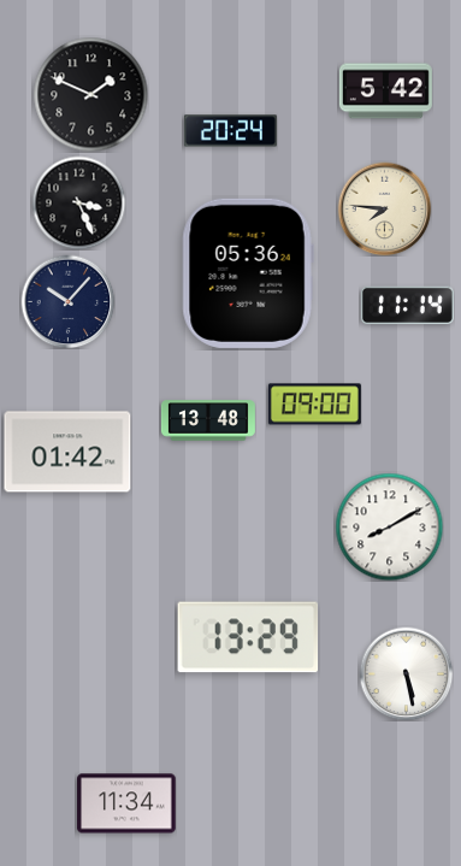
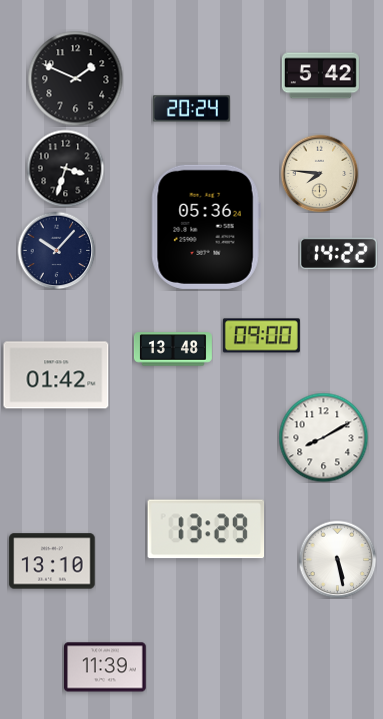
clock at (78, 202): 3:26 -> 3:33
clock at (407, 306): 11:14 -> 14:22
clock at (52, 561): none -> 13:10
clock at (128, 803): 11:34 -> 11:39
